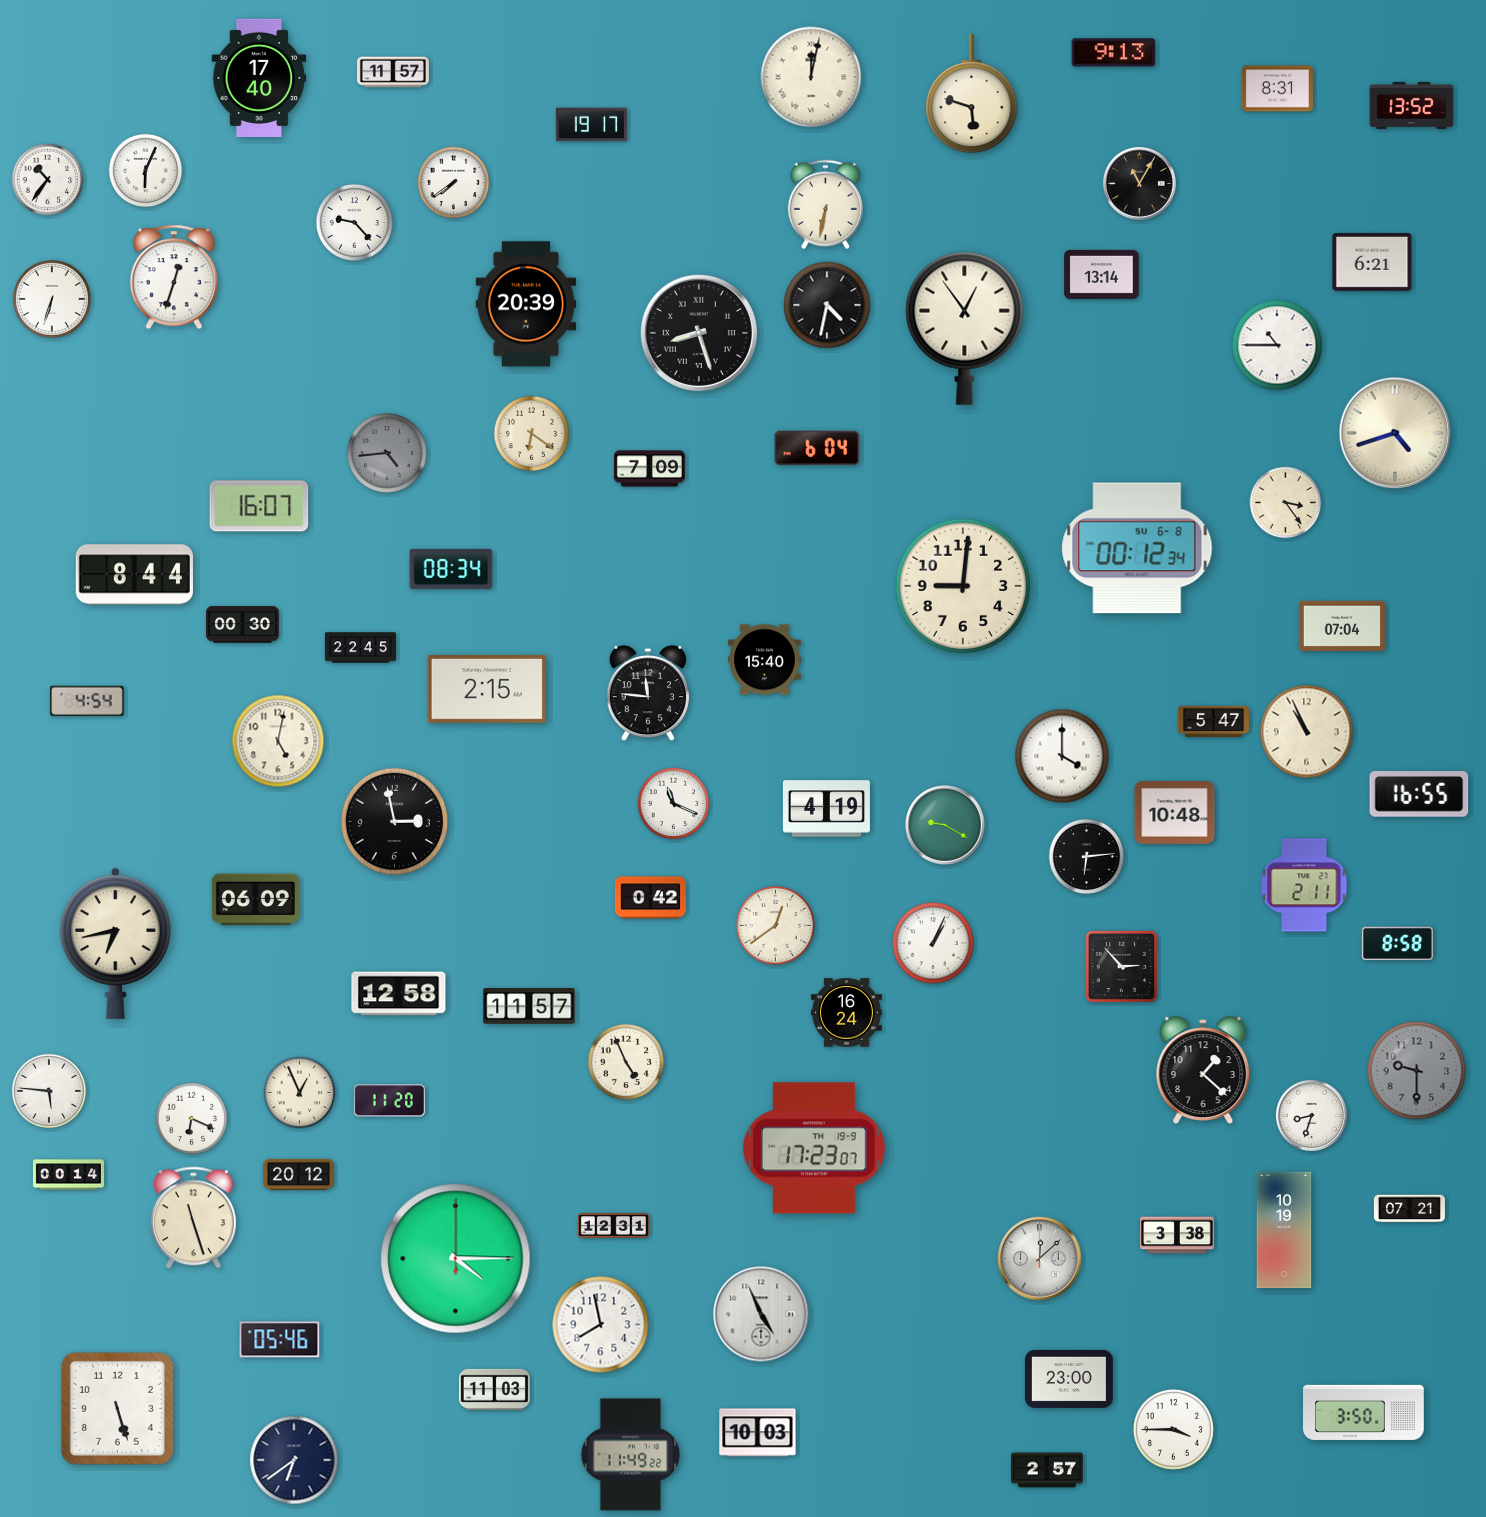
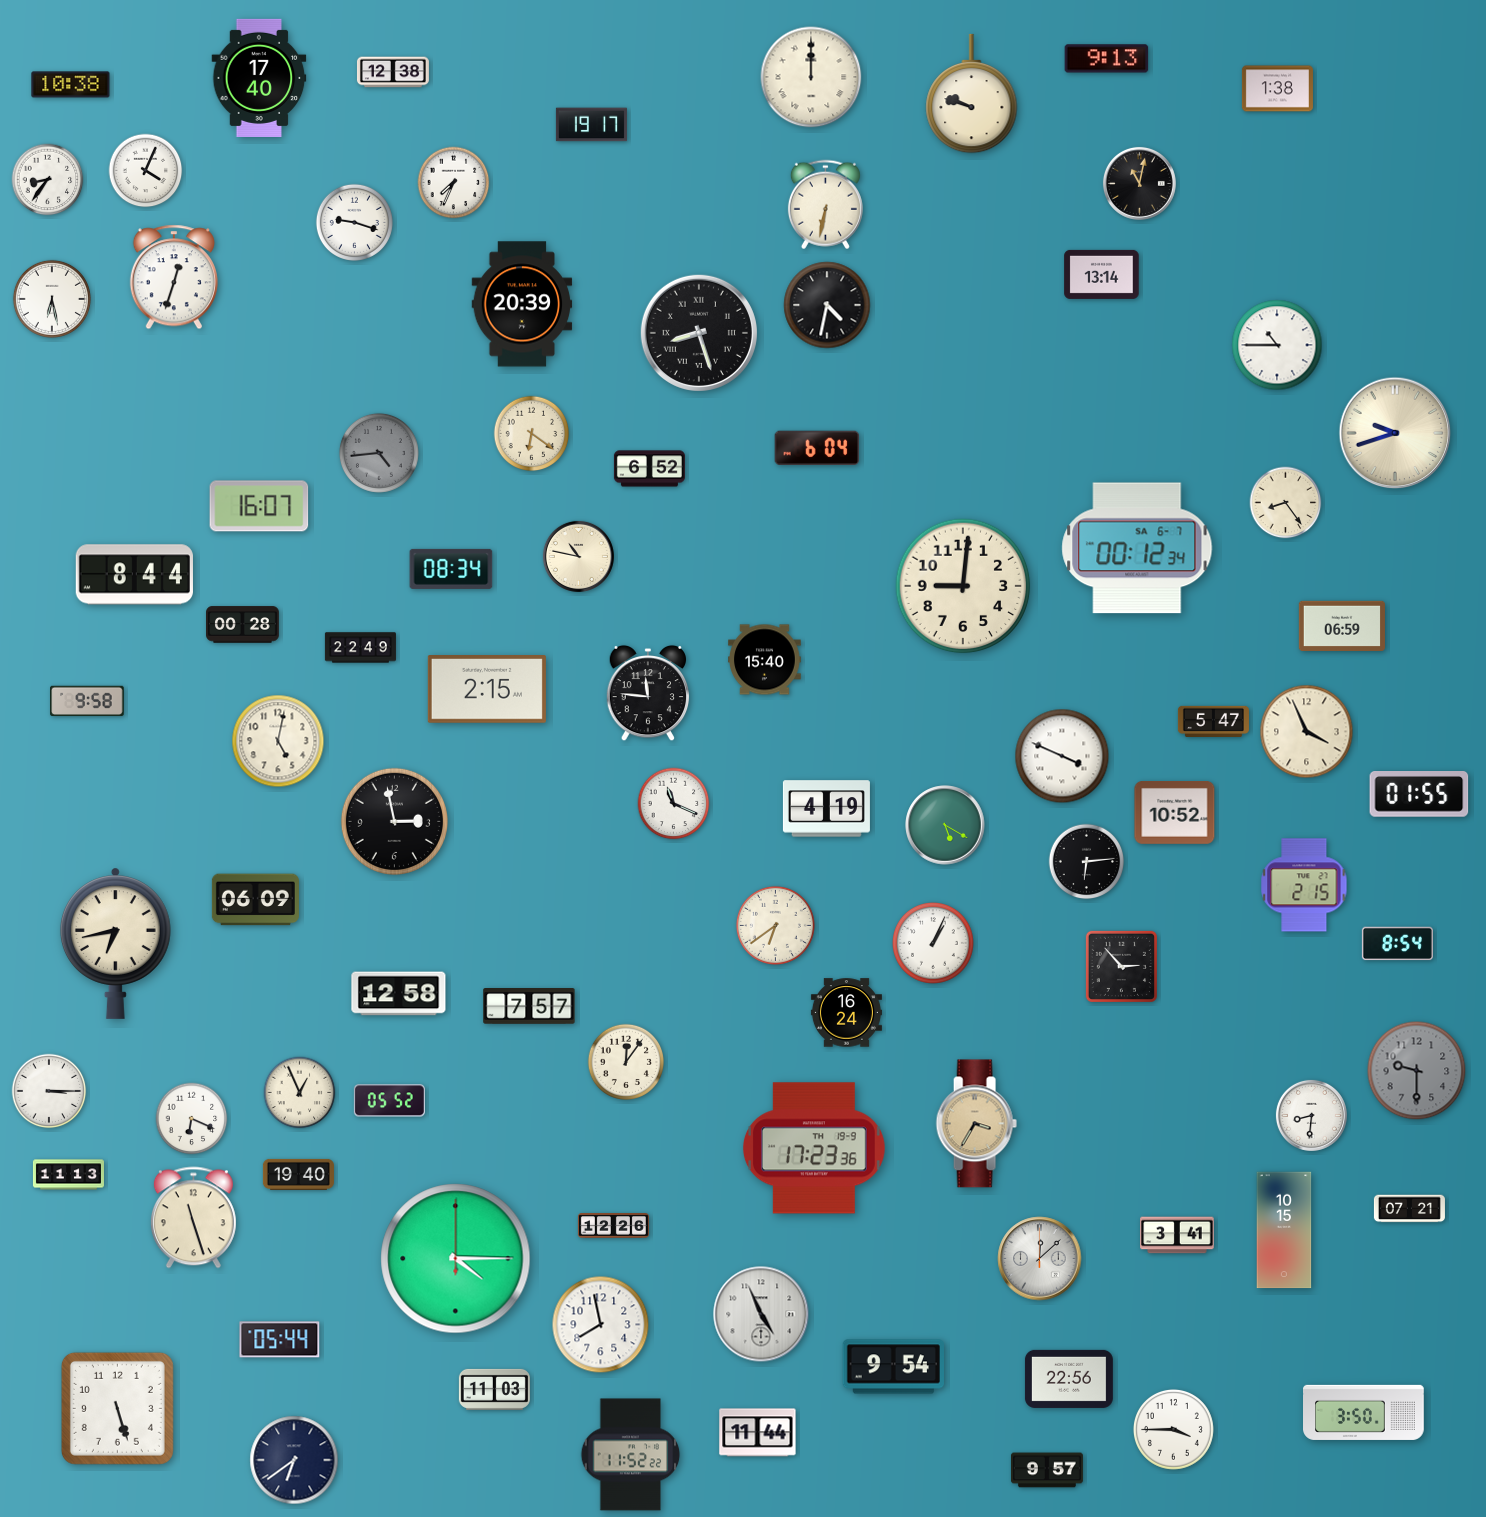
clock at (1114, 53) position: (1114, 53) -> (1107, 59)
clock at (393, 72): 11:57 -> 12:38
clock at (811, 77): 12:02 -> 12:00
clock at (71, 85): none -> 10:38
clock at (1277, 89): 8:31 -> 1:38
clock at (972, 94): 5:48 -> 9:48
clock at (1412, 105): 13:52 -> none
clock at (146, 171): 6:04 -> 4:04
clock at (48, 180): 10:36 -> 8:36
clock at (454, 183): 7:39 -> 7:34
clock at (1139, 183): 11:05 -> 11:02
clock at (354, 222): 9:23 -> 9:18
clock at (1372, 262): 6:21 -> none
clock at (52, 299): 6:33 -> 6:28
clock at (526, 304) position: (526, 304) -> (522, 304)
clock at (965, 328): 12:54 -> none
clock at (1395, 433): 4:42 -> 9:42
clock at (387, 453) position: (387, 453) -> (379, 453)
clock at (649, 469): 7:09 -> 6:52
clock at (1286, 503): 3:24 -> 8:24
clock at (1137, 548) date: SU 6-8 -> SA 6-7
clock at (578, 556): none -> 10:47
clock at (243, 625): 00:30 -> 00:28
clock at (1342, 625): 07:04 -> 06:59
clock at (360, 648): 22:45 -> 22:49
clock at (87, 701): 4:54 -> 9:58
clock at (1307, 732): 10:56 -> 3:56
clock at (1062, 756): 4:00 -> 3:49
clock at (1419, 795): 16:55 -> 01:55
clock at (1175, 813): 10:48 -> 10:52
clock at (945, 825): 9:20 -> 5:20
clock at (1087, 857) position: (1087, 857) -> (1087, 862)
clock at (1304, 885): 2:11 -> 2:15
clock at (650, 898): 0:42 -> none
clock at (775, 925): 12:39 -> 6:39
clock at (1397, 944): 8:58 -> 8:54
clock at (529, 1007): 11:57 -> 7:57
clock at (625, 1061): 4:56 -> 12:06
clock at (1203, 1070): 1:22 -> none
clock at (49, 1091): 5:46 -> 3:15
clock at (389, 1101): 11:20 -> 05:52
clock at (1311, 1115): 8:33 -> 8:31
clock at (976, 1124): none -> 3:35
clock at (814, 1148): 17:23:07 -> 17:23:36
clock at (298, 1174): 20:12 -> 19:40
clock at (68, 1175): 00:14 -> 11:13
clock at (613, 1226): 12:31 -> 12:26
clock at (1284, 1230): 10:19 -> 10:15
clock at (1177, 1235): 3:38 -> 3:41
clock at (280, 1340): 05:46 -> 05:44
clock at (893, 1367): none -> 9:54
clock at (1069, 1379): 23:00 -> 22:56
clock at (758, 1433): 10:03 -> 11:44
clock at (631, 1455): 11:49 -> 11:52
clock at (1047, 1470): 2:57 -> 9:57
